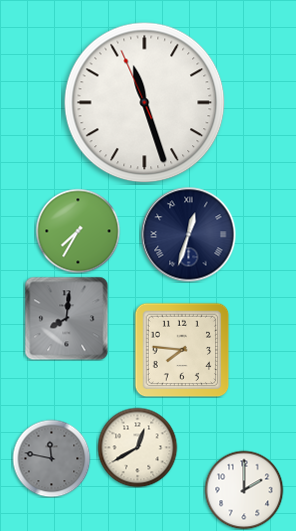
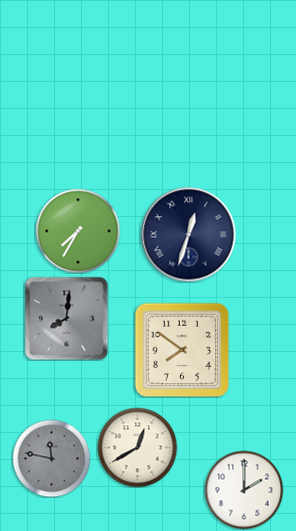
clock at (145, 103): 11:26 -> none
clock at (182, 350): 7:46 -> 7:51
